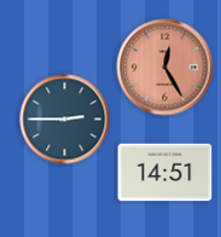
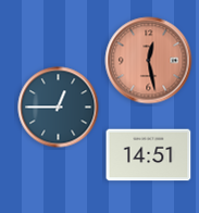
clock at (165, 68): 12:25 -> 12:28
clock at (65, 120): 2:45 -> 12:45
